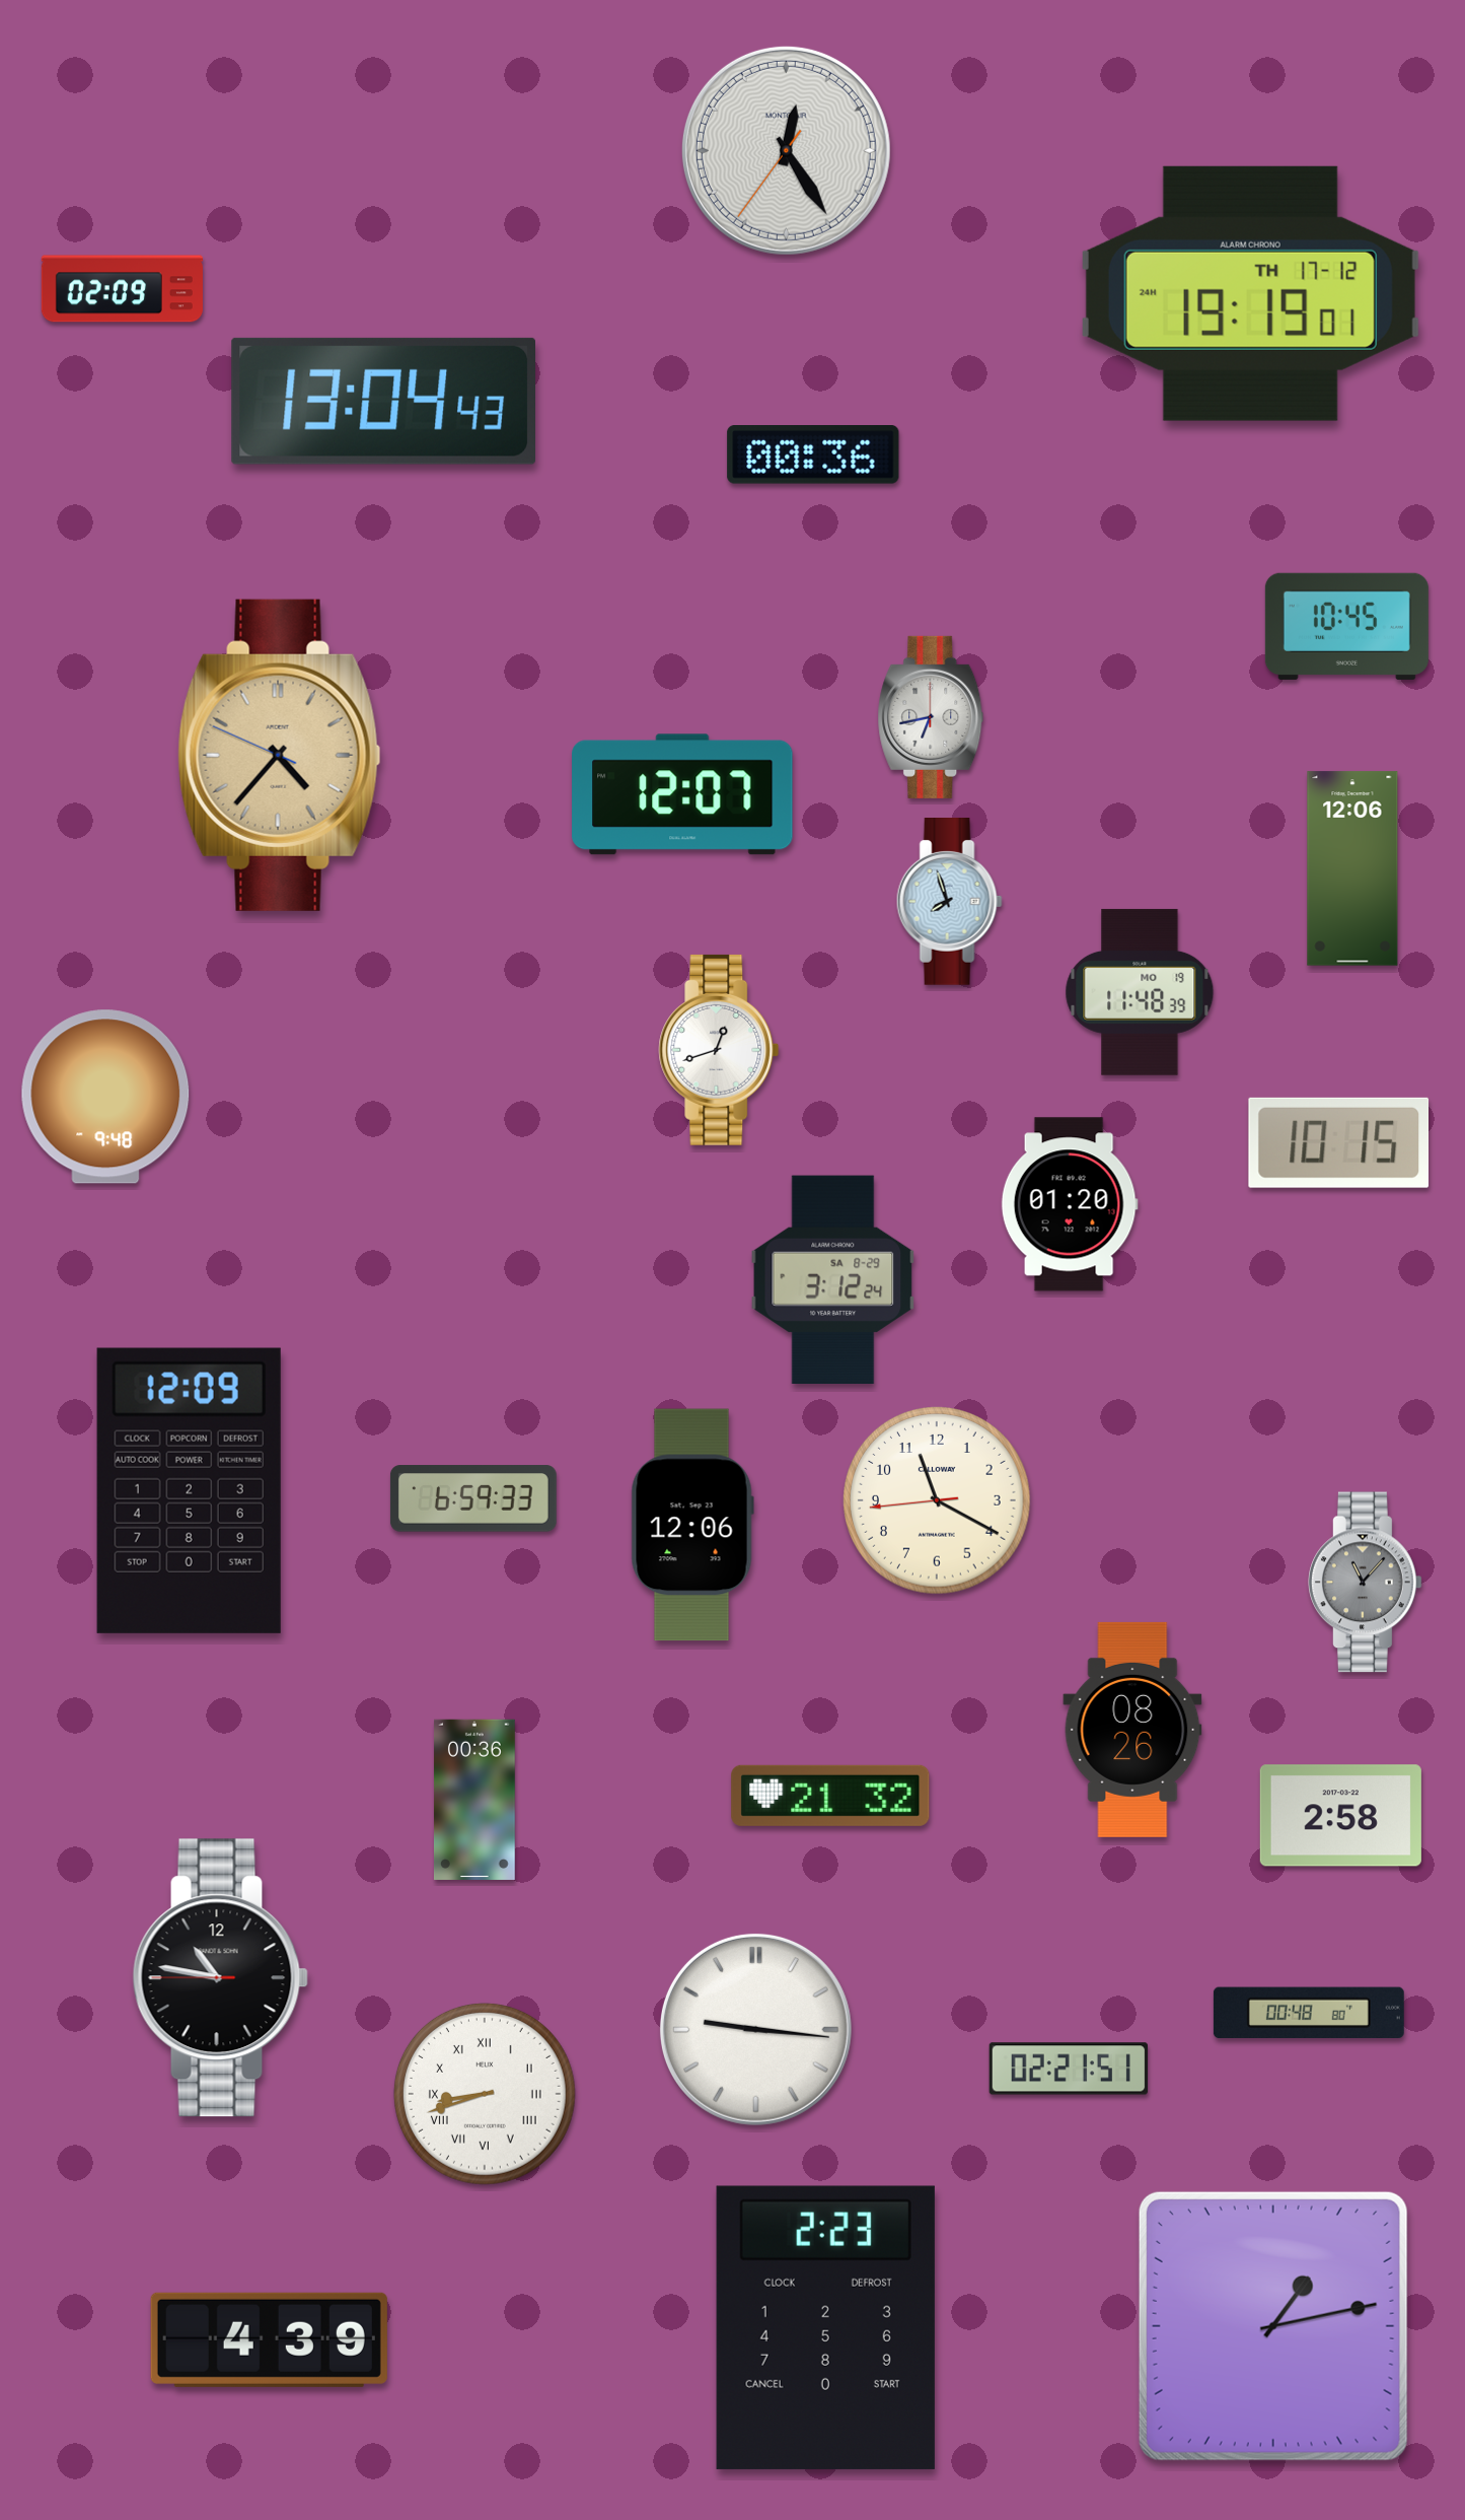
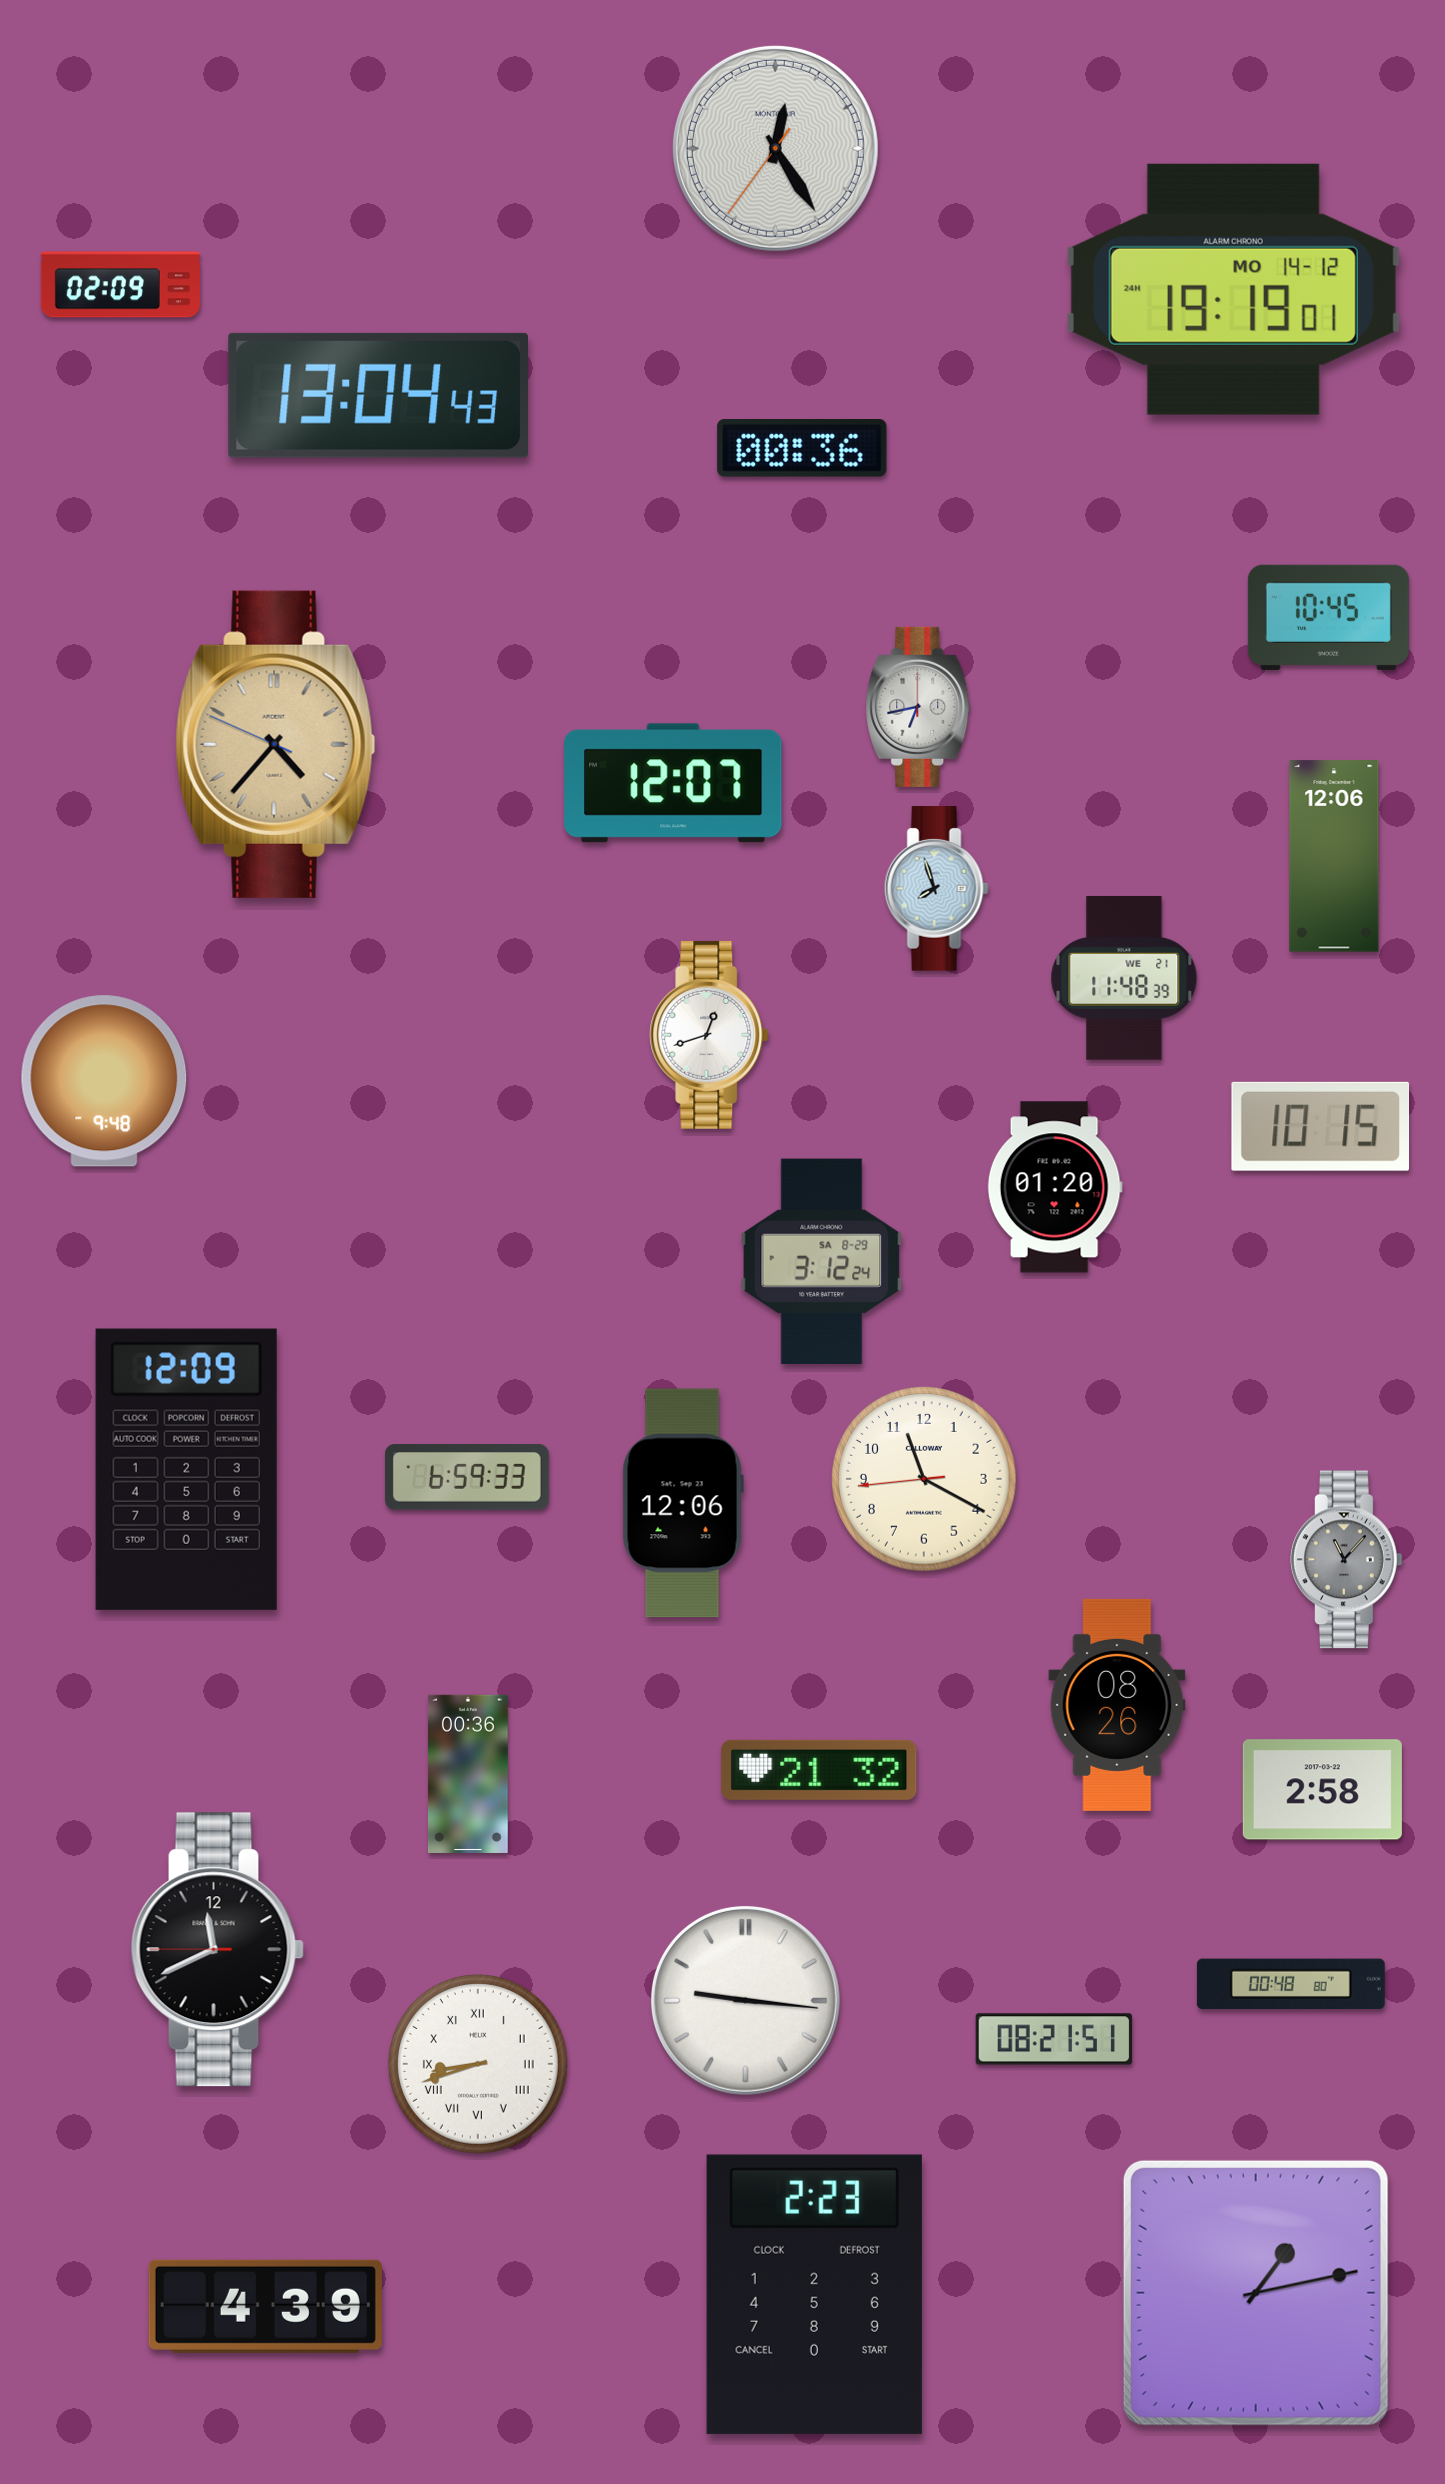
clock at (1250, 293) date: TH 17-12 -> MO 14-12
clock at (1140, 992) date: MO 19 -> WE 21
clock at (220, 1978): 10:46 -> 11:40
clock at (1069, 2069): 02:21 -> 08:21
